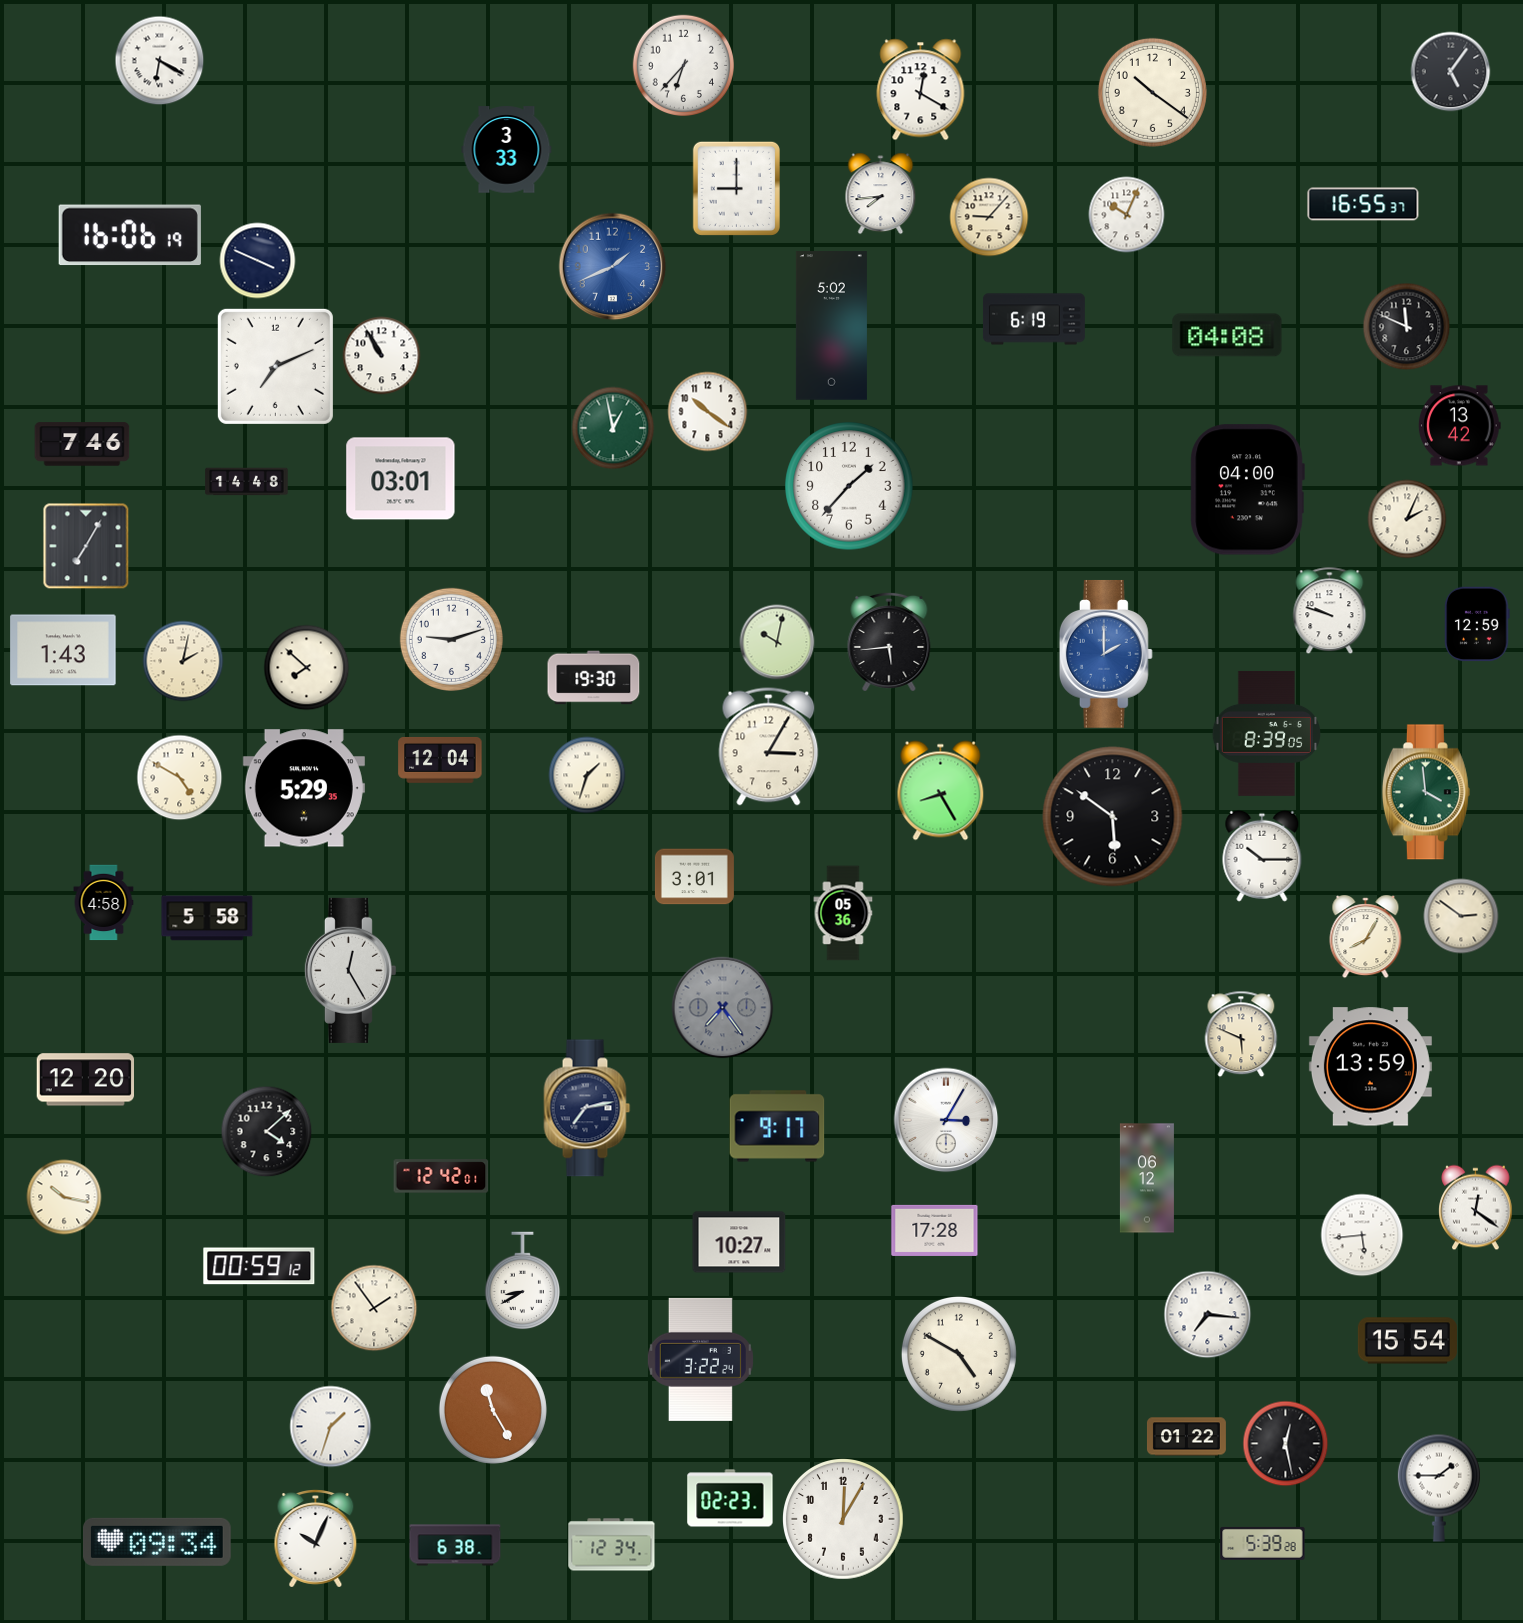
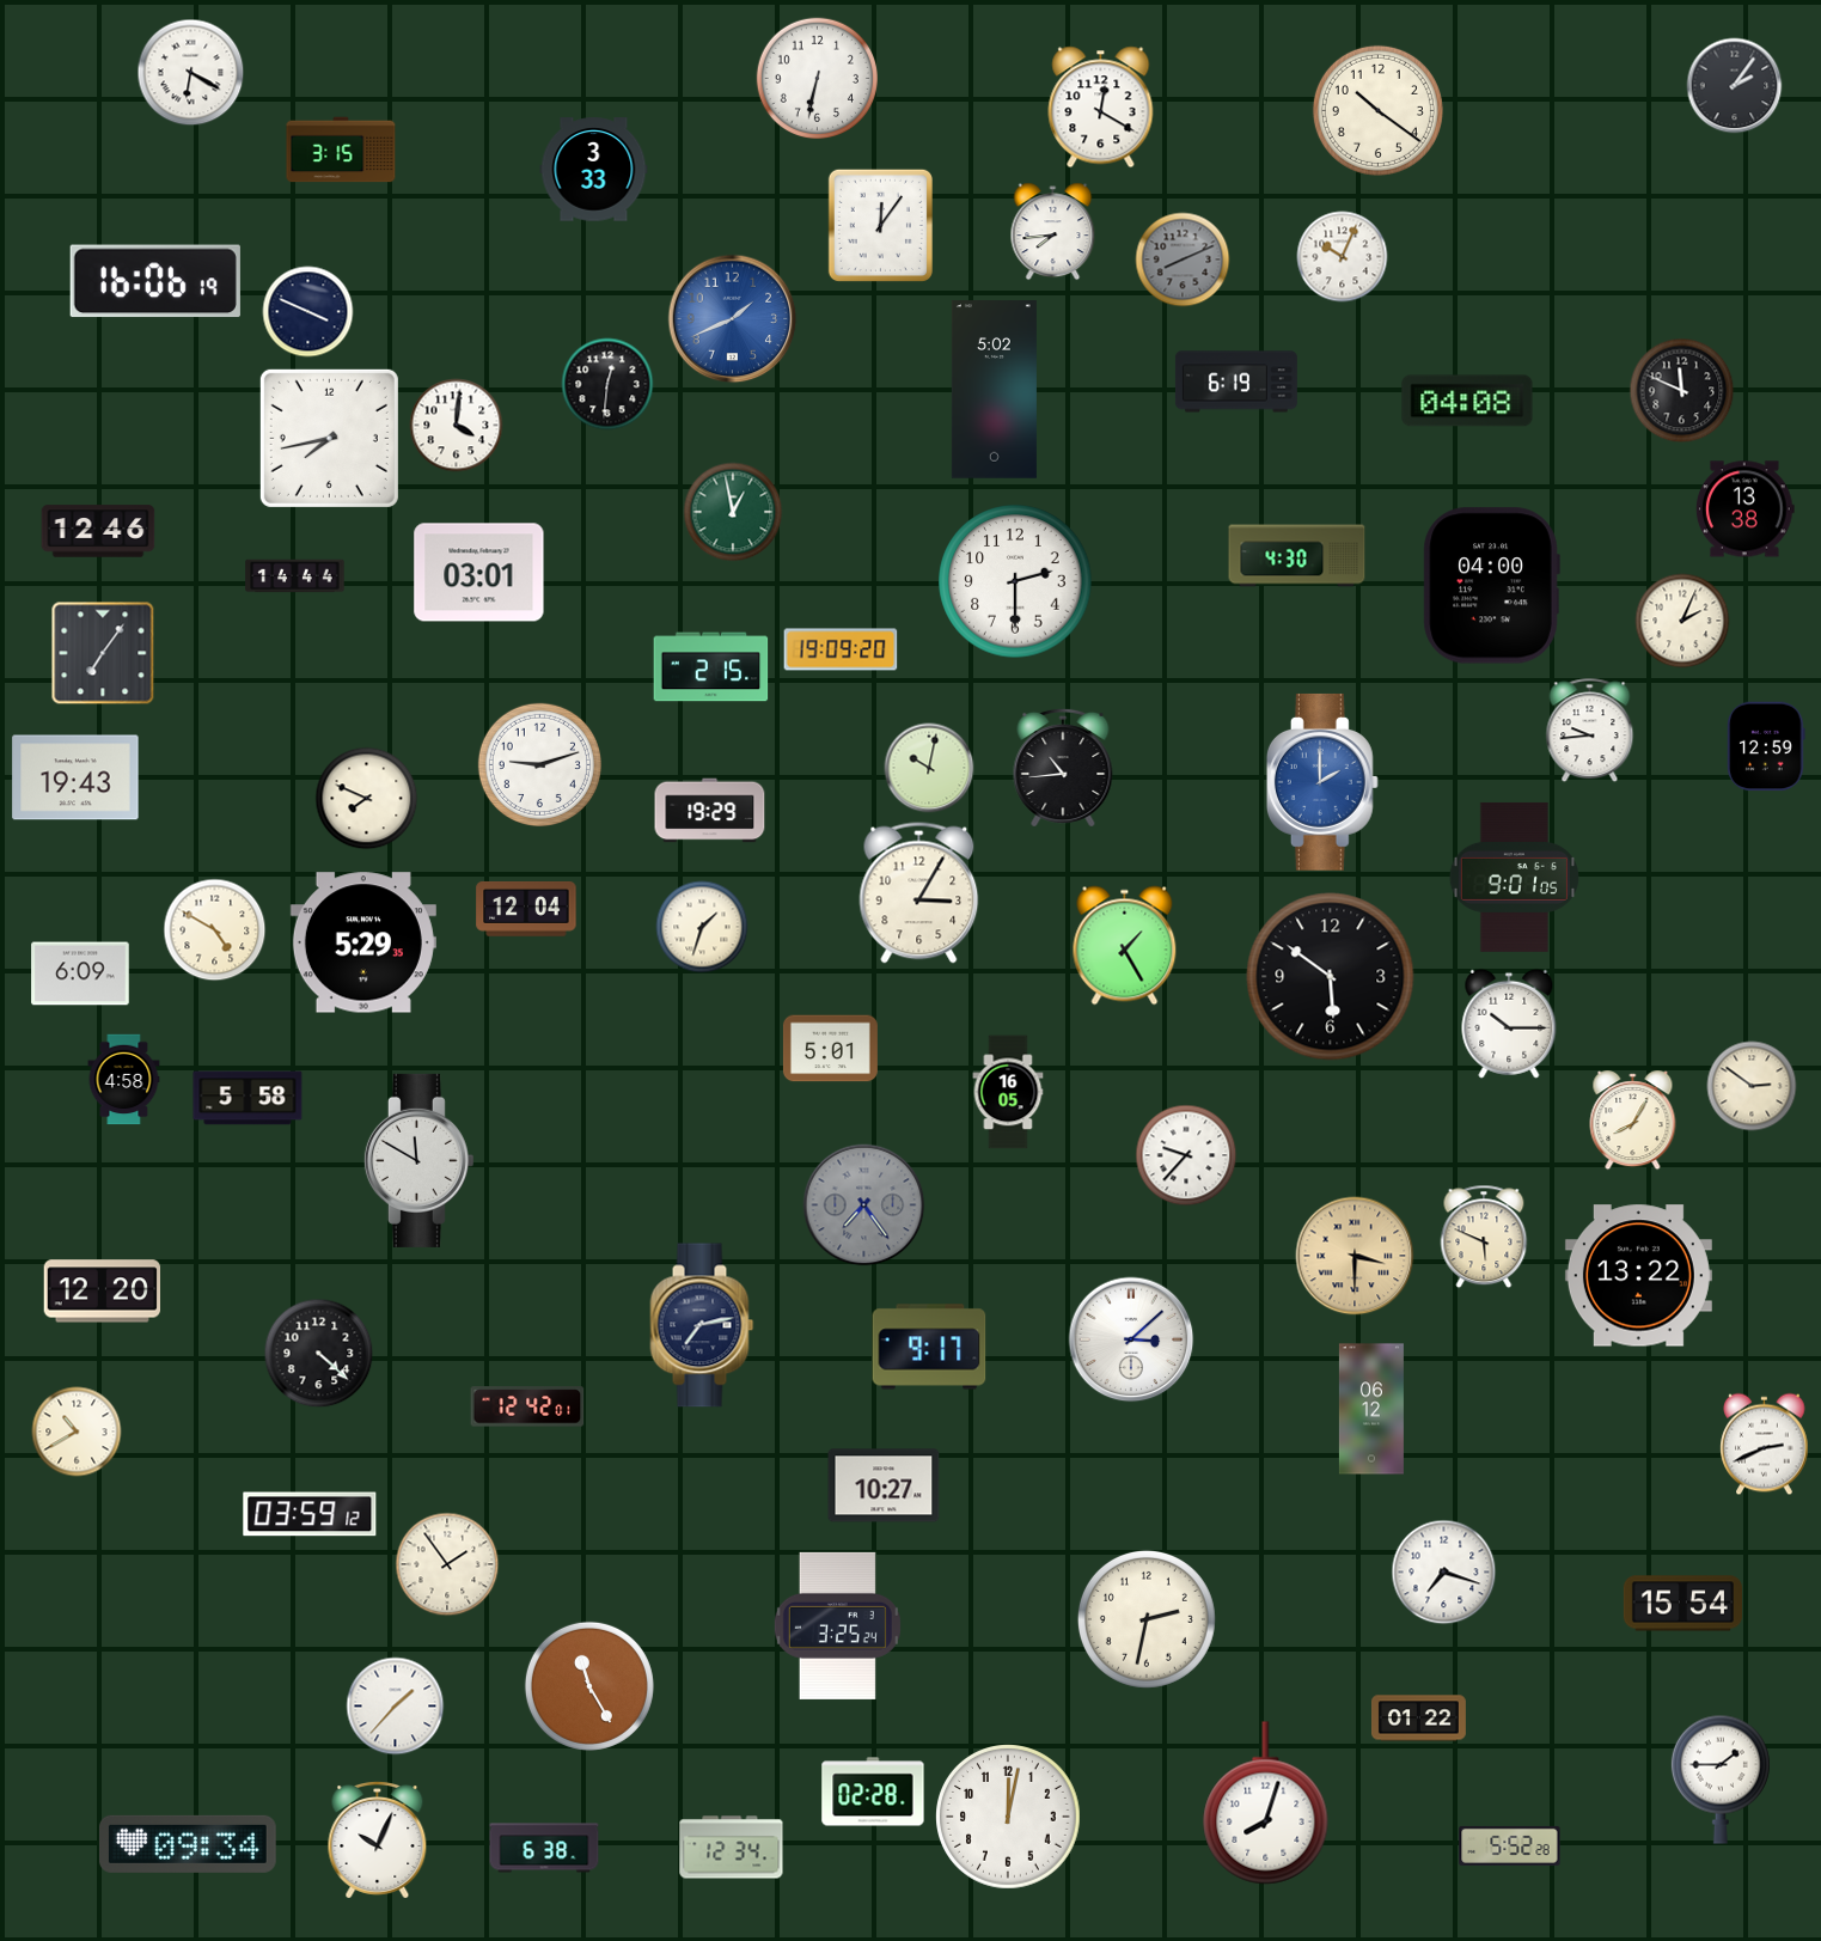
clock at (683, 65): 6:37 -> 6:32
clock at (1451, 72): 5:06 -> 2:06
clock at (341, 149): none -> 3:15
clock at (507, 150) position: (507, 150) -> (594, 170)
clock at (736, 188): 9:00 -> 12:06
clock at (1363, 204): 16:55 -> none
clock at (1127, 215) position: (1127, 215) -> (1343, 257)
clock at (989, 217): 9:07 -> 8:11
clock at (989, 217) dial: cream -> grey
clock at (607, 384): none -> 12:31
clock at (382, 356): 10:55 -> 4:01
clock at (275, 366): 7:11 -> 7:43
clock at (708, 412): 10:21 -> none
clock at (1459, 426): 13:42 -> 13:38
clock at (82, 444): 7:46 -> 12:46
clock at (1297, 556): none -> 4:30
clock at (247, 482): 14:48 -> 14:44
clock at (849, 486): 1:37 -> 2:30
clock at (841, 649): none -> 19:09
clock at (86, 546): 7:05 -> 7:06
clock at (711, 667): none -> 2:15
clock at (1330, 611): 9:48 -> 9:44
clock at (889, 642): 5:44 -> 10:44
clock at (63, 650): 1:43 -> 19:43
clock at (183, 661): 2:02 -> none
clock at (307, 668): 7:52 -> 7:49
clock at (594, 678): 19:30 -> 19:29
clock at (1266, 733): 8:39 -> 9:01
clock at (941, 791): 8:25 -> 1:25
clock at (1426, 792): 3:59 -> none
clock at (80, 973): none -> 6:09
clock at (694, 877): 3:01 -> 5:01
clock at (843, 913): 05:36 -> 16:05
clock at (1461, 916) position: (1461, 916) -> (1752, 1086)
clock at (1186, 1155): none -> 9:37
clock at (350, 970): 12:25 -> 11:50
clock at (1355, 1256): none -> 3:30
clock at (1370, 1067): 13:59 -> 13:22
clock at (946, 1120): 3:05 -> 3:08
clock at (267, 1132): 4:08 -> 4:22
clock at (64, 1197): 10:17 -> 10:40
clock at (1476, 1208): 12:21 -> 2:41
clock at (935, 1230): 17:28 -> none
clock at (1362, 1235): 5:44 -> none
clock at (259, 1266): 00:59 -> 03:59
clock at (523, 1281): 8:40 -> none
clock at (1208, 1315): 7:16 -> 7:18
clock at (959, 1354): 4:50 -> 2:32
clock at (700, 1359): 3:22 -> 3:25
clock at (331, 1427): 1:33 -> 1:37
clock at (1286, 1444): 12:28 -> none
clock at (730, 1498): 02:23 -> 02:28
clock at (1266, 1803): none -> 8:03
clock at (844, 1520): 12:05 -> 12:02
clock at (1263, 1543): 5:39 -> 5:52
